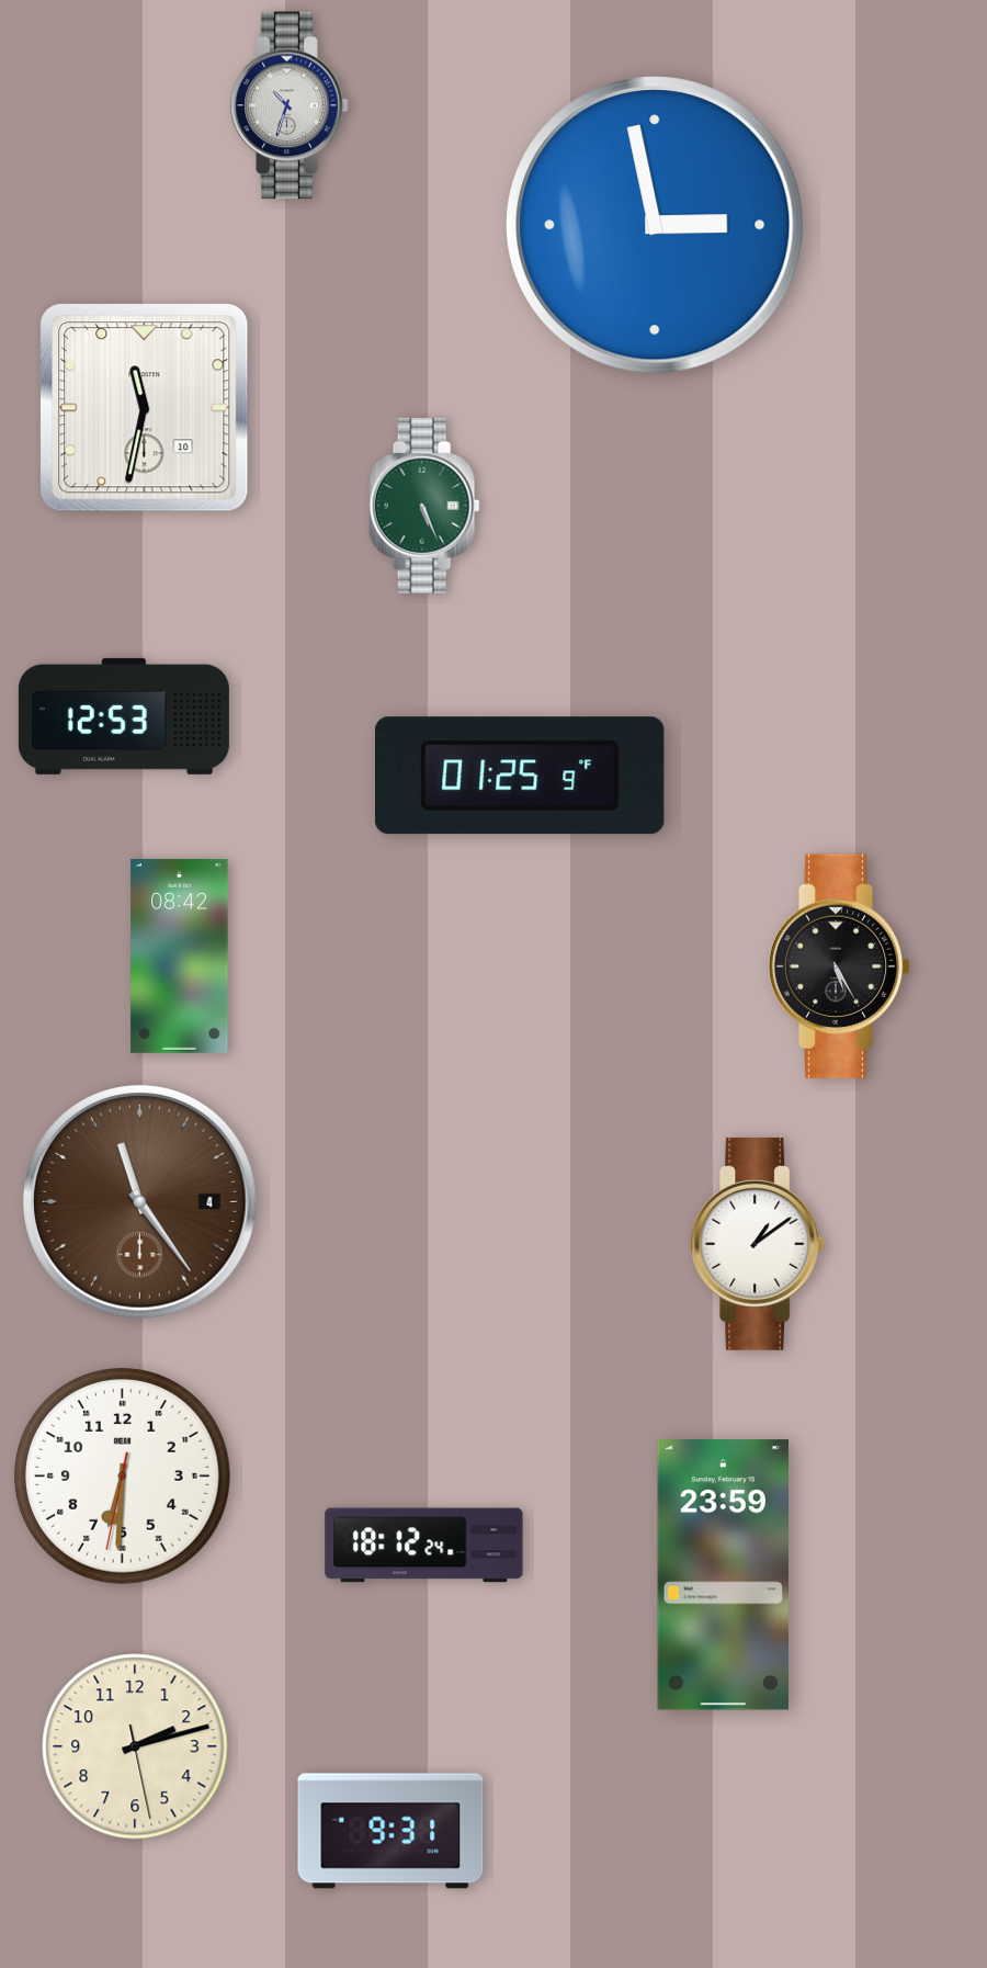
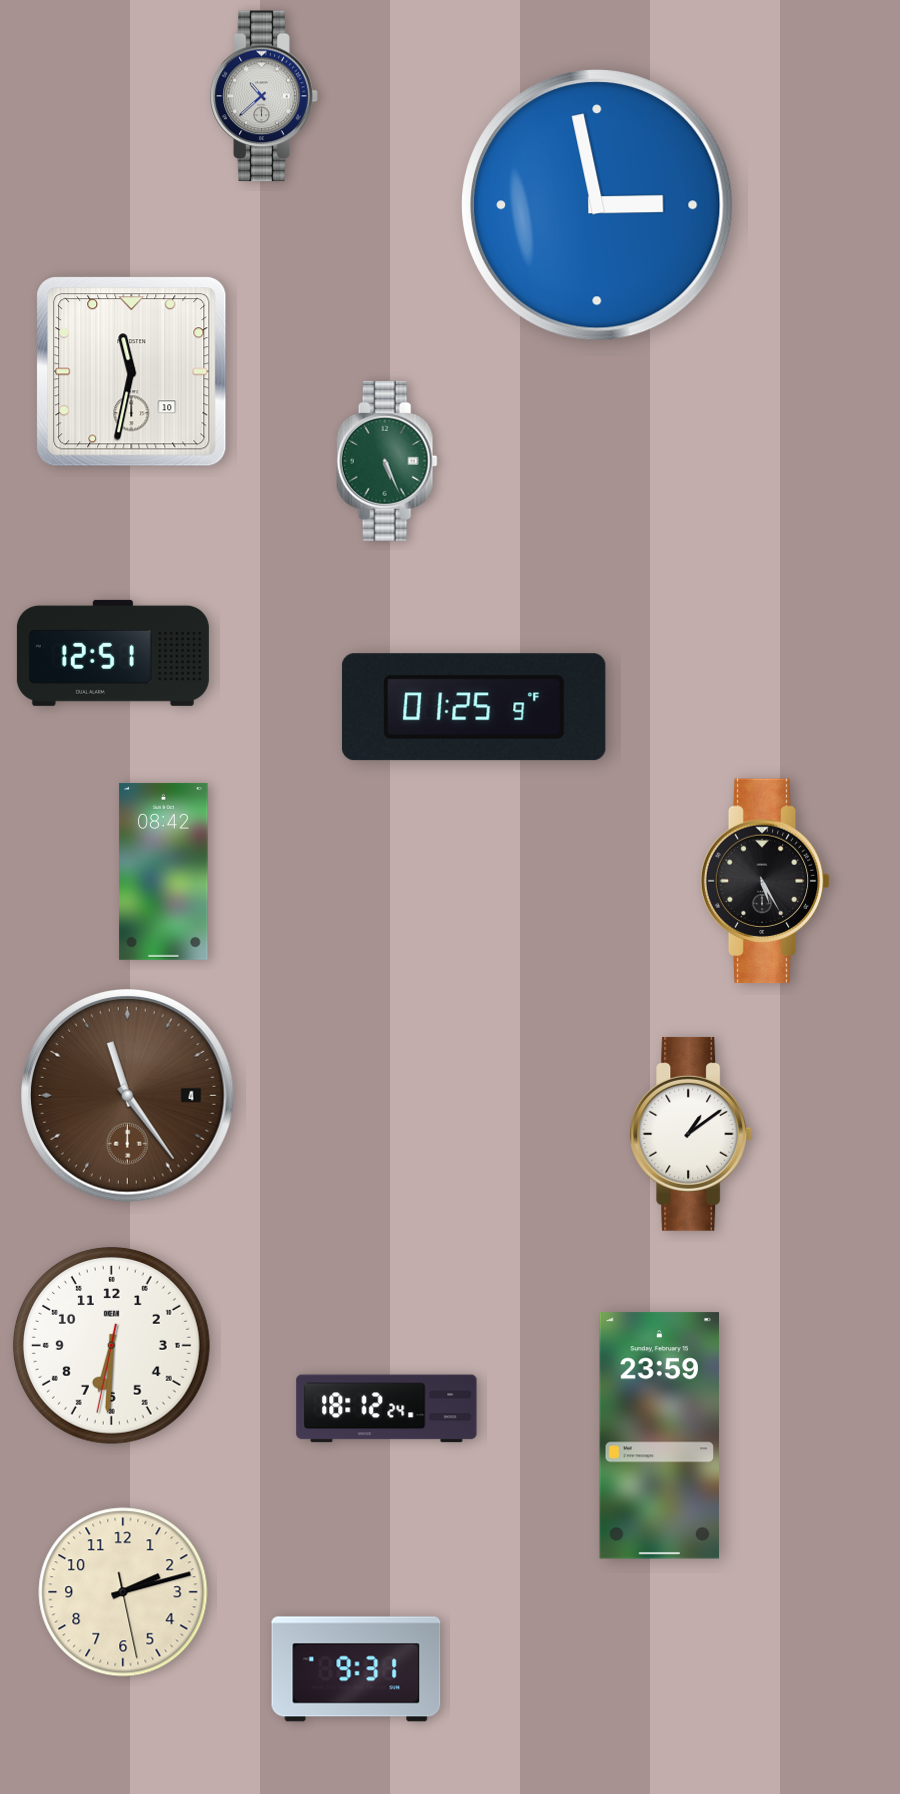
clock at (290, 105): 10:33 -> 10:38
clock at (124, 716): 12:53 -> 12:51
